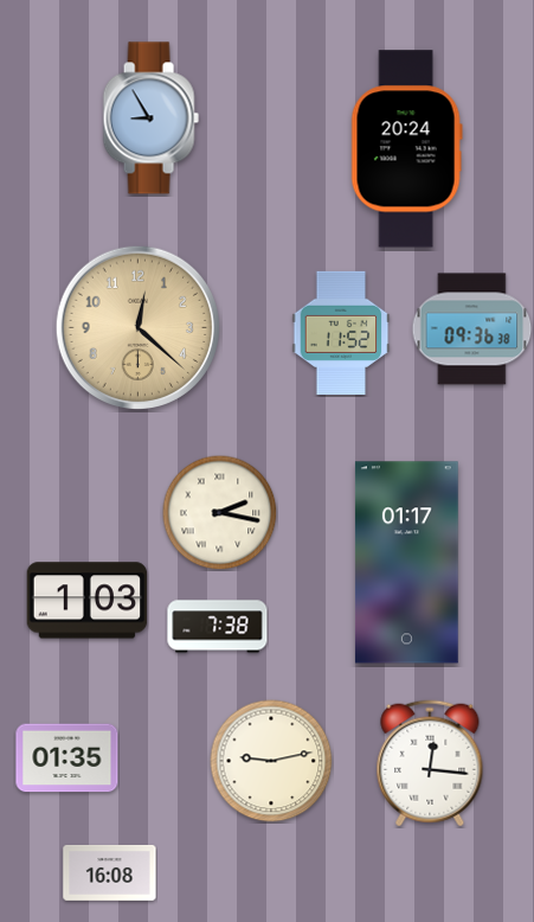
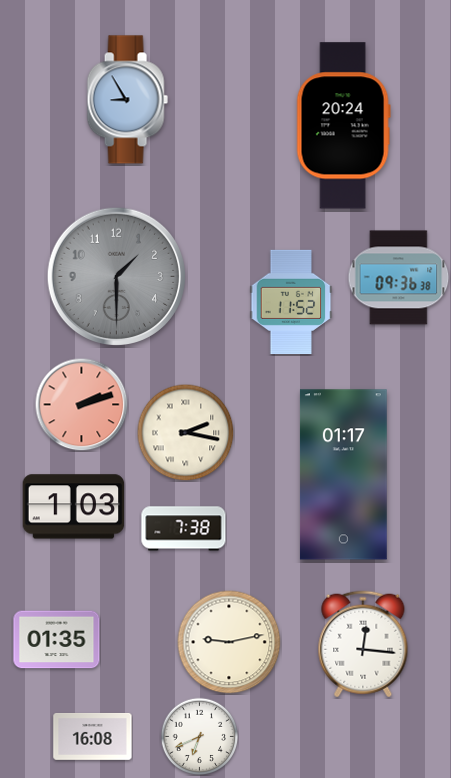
clock at (137, 327): 12:22 -> 1:30
clock at (137, 327) dial: champagne -> grey
clock at (341, 332) position: (341, 332) -> (291, 301)
clock at (81, 404): none -> 2:12
clock at (199, 736): none -> 6:41
